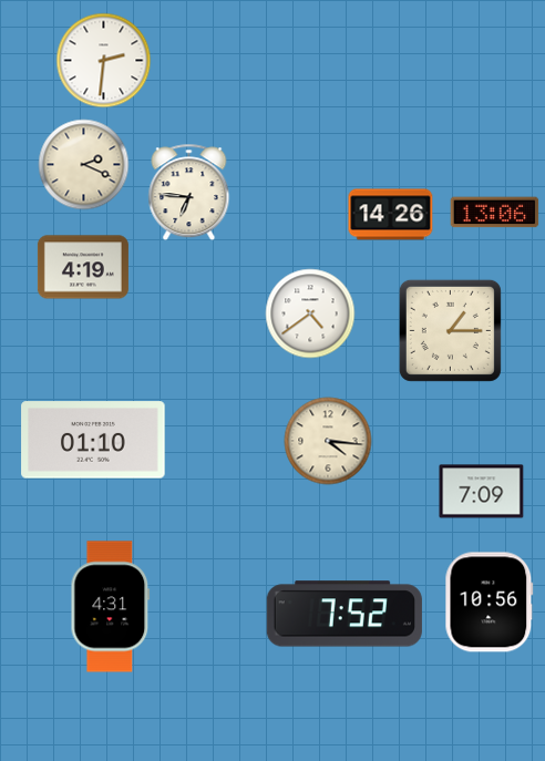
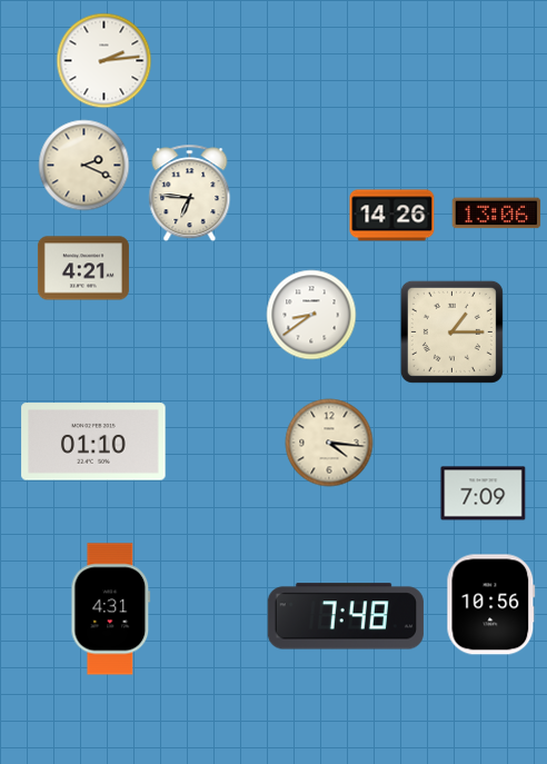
clock at (104, 61): 2:31 -> 2:14
clock at (83, 267): 4:19 -> 4:21
clock at (310, 313): 4:39 -> 8:39
clock at (345, 614): 7:52 -> 7:48
